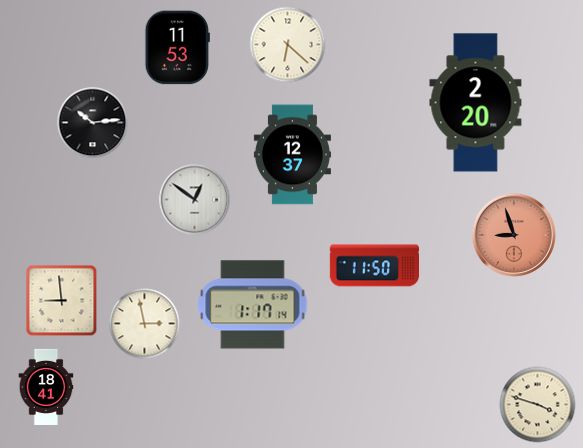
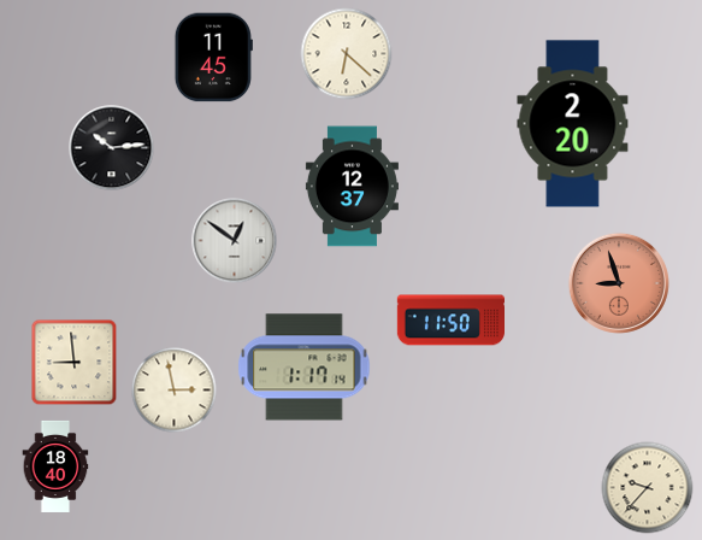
clock at (177, 48): 11:53 -> 11:45
clock at (46, 387): 18:41 -> 18:40
clock at (538, 405): 3:48 -> 9:37
